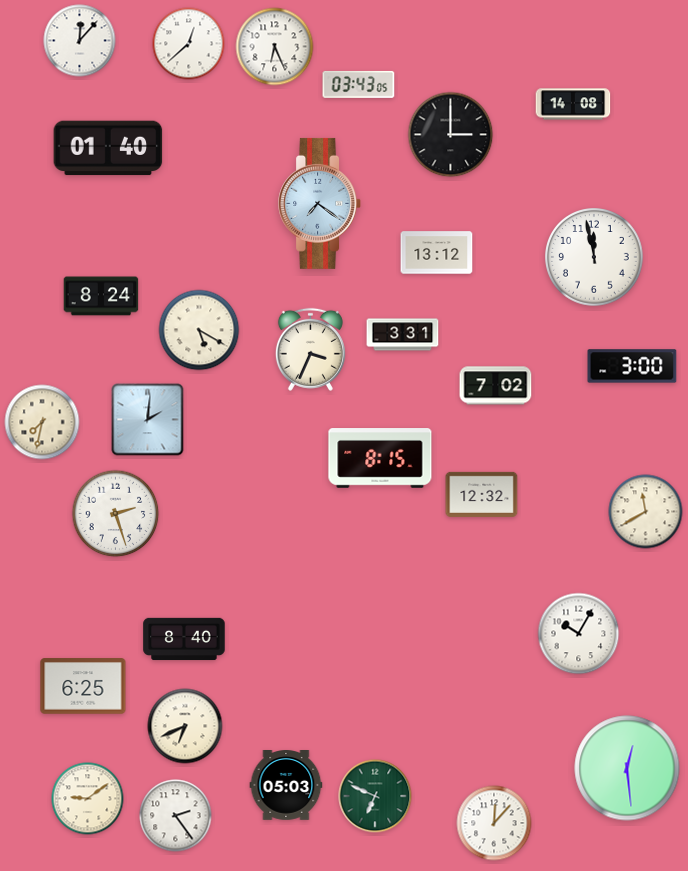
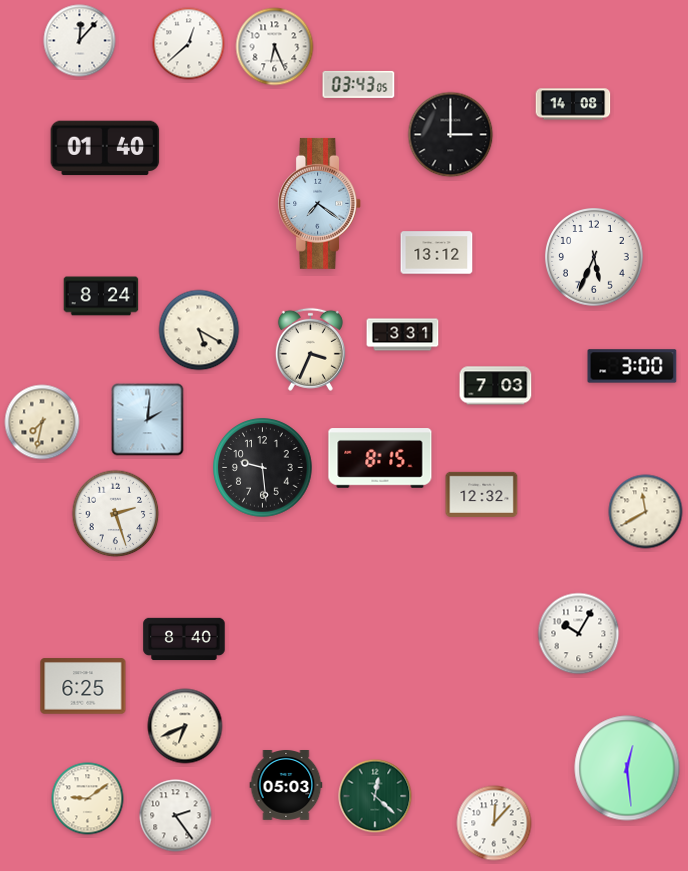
clock at (108, 148) position: (108, 148) -> (105, 148)
clock at (595, 258): 11:58 -> 5:34
clock at (496, 386): 7:02 -> 7:03
clock at (263, 468): none -> 9:29
clock at (375, 796): 6:49 -> 12:22
